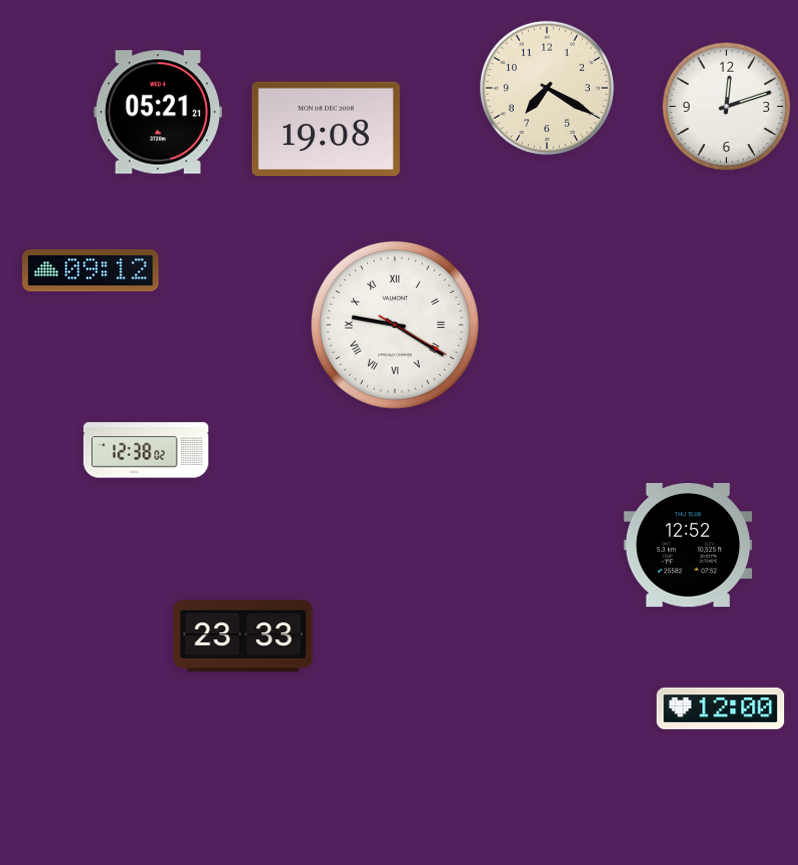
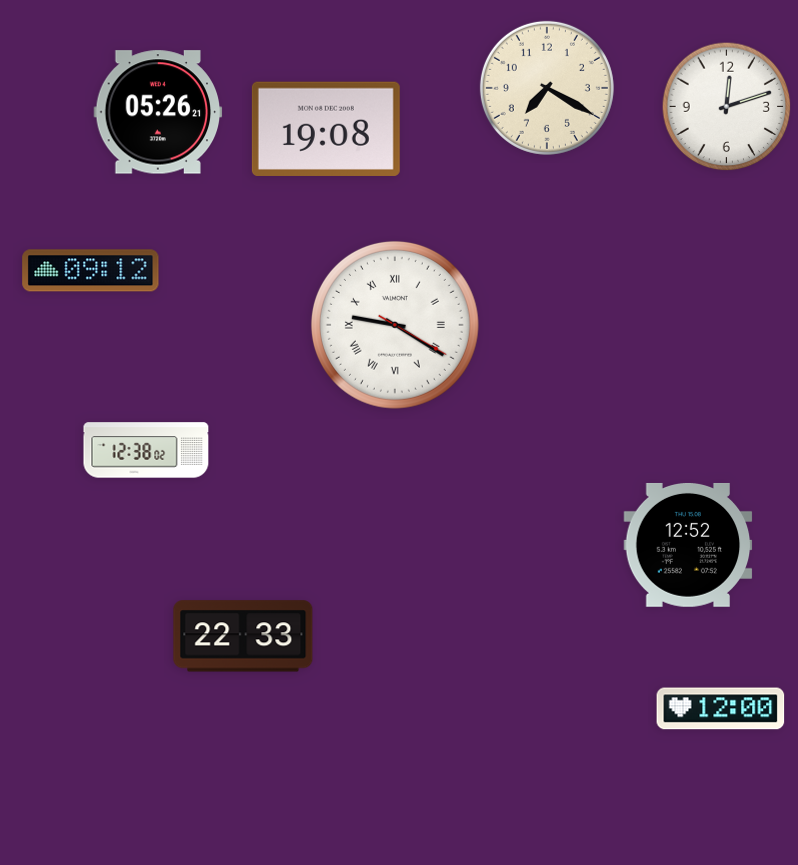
clock at (158, 112): 05:21 -> 05:26
clock at (243, 636): 23:33 -> 22:33
